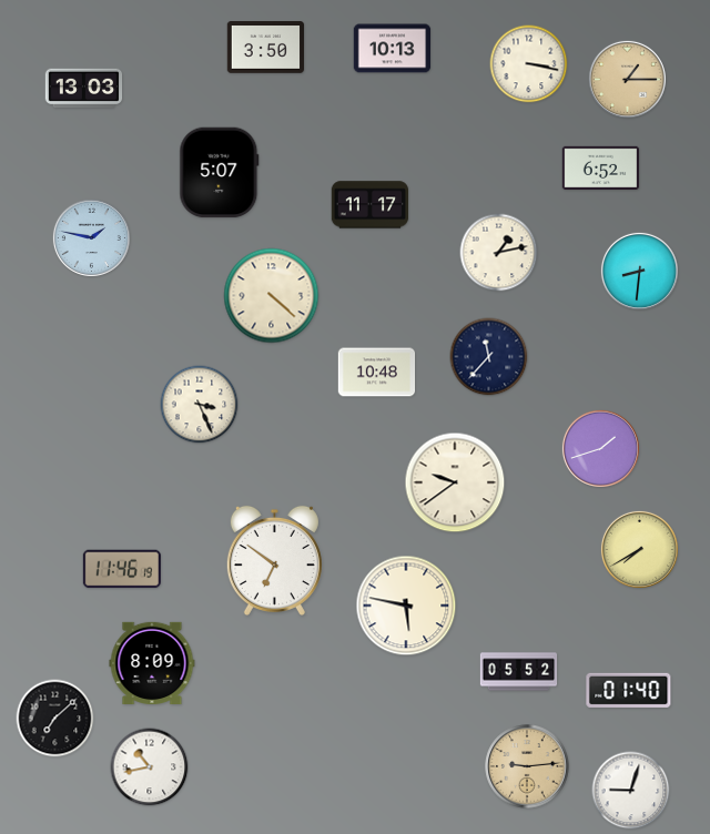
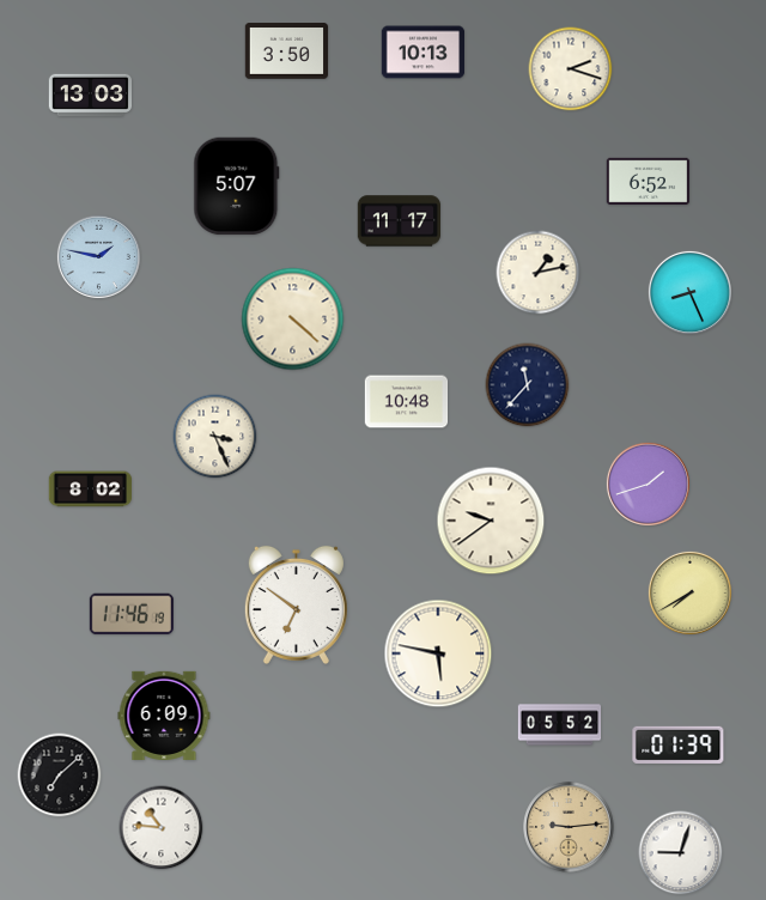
clock at (529, 64): 3:17 -> 2:18
clock at (627, 79): 1:15 -> none
clock at (639, 271): 8:31 -> 8:26
clock at (91, 489): none -> 8:02
clock at (152, 662): 8:09 -> 6:09
clock at (629, 690): 01:40 -> 01:39
clock at (150, 767): 10:43 -> 10:46
